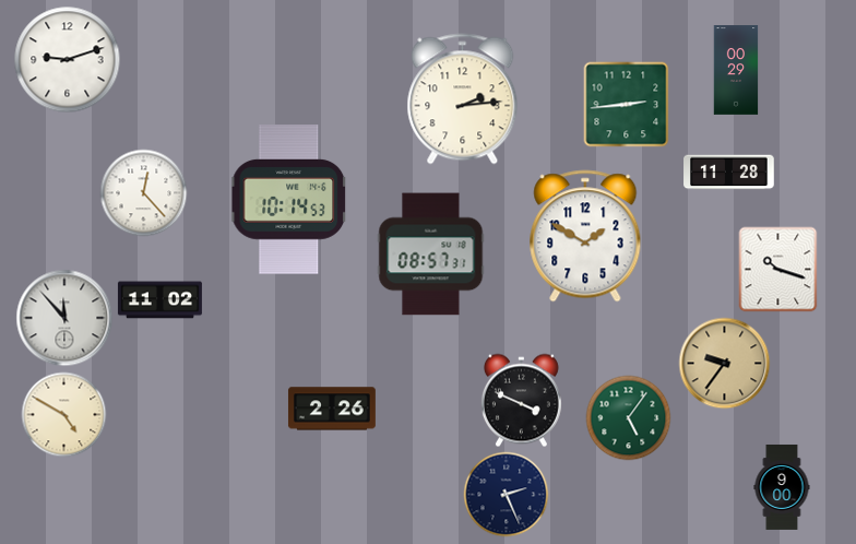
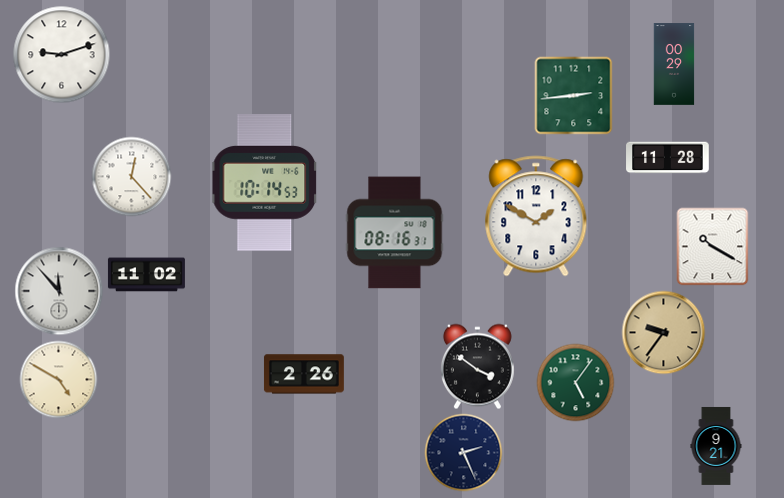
clock at (463, 99): 2:14 -> none
clock at (431, 255): 08:57 -> 08:16
clock at (778, 269): 10:18 -> 10:20
clock at (521, 400): 3:49 -> 3:51
clock at (782, 487): 9:00 -> 9:21
